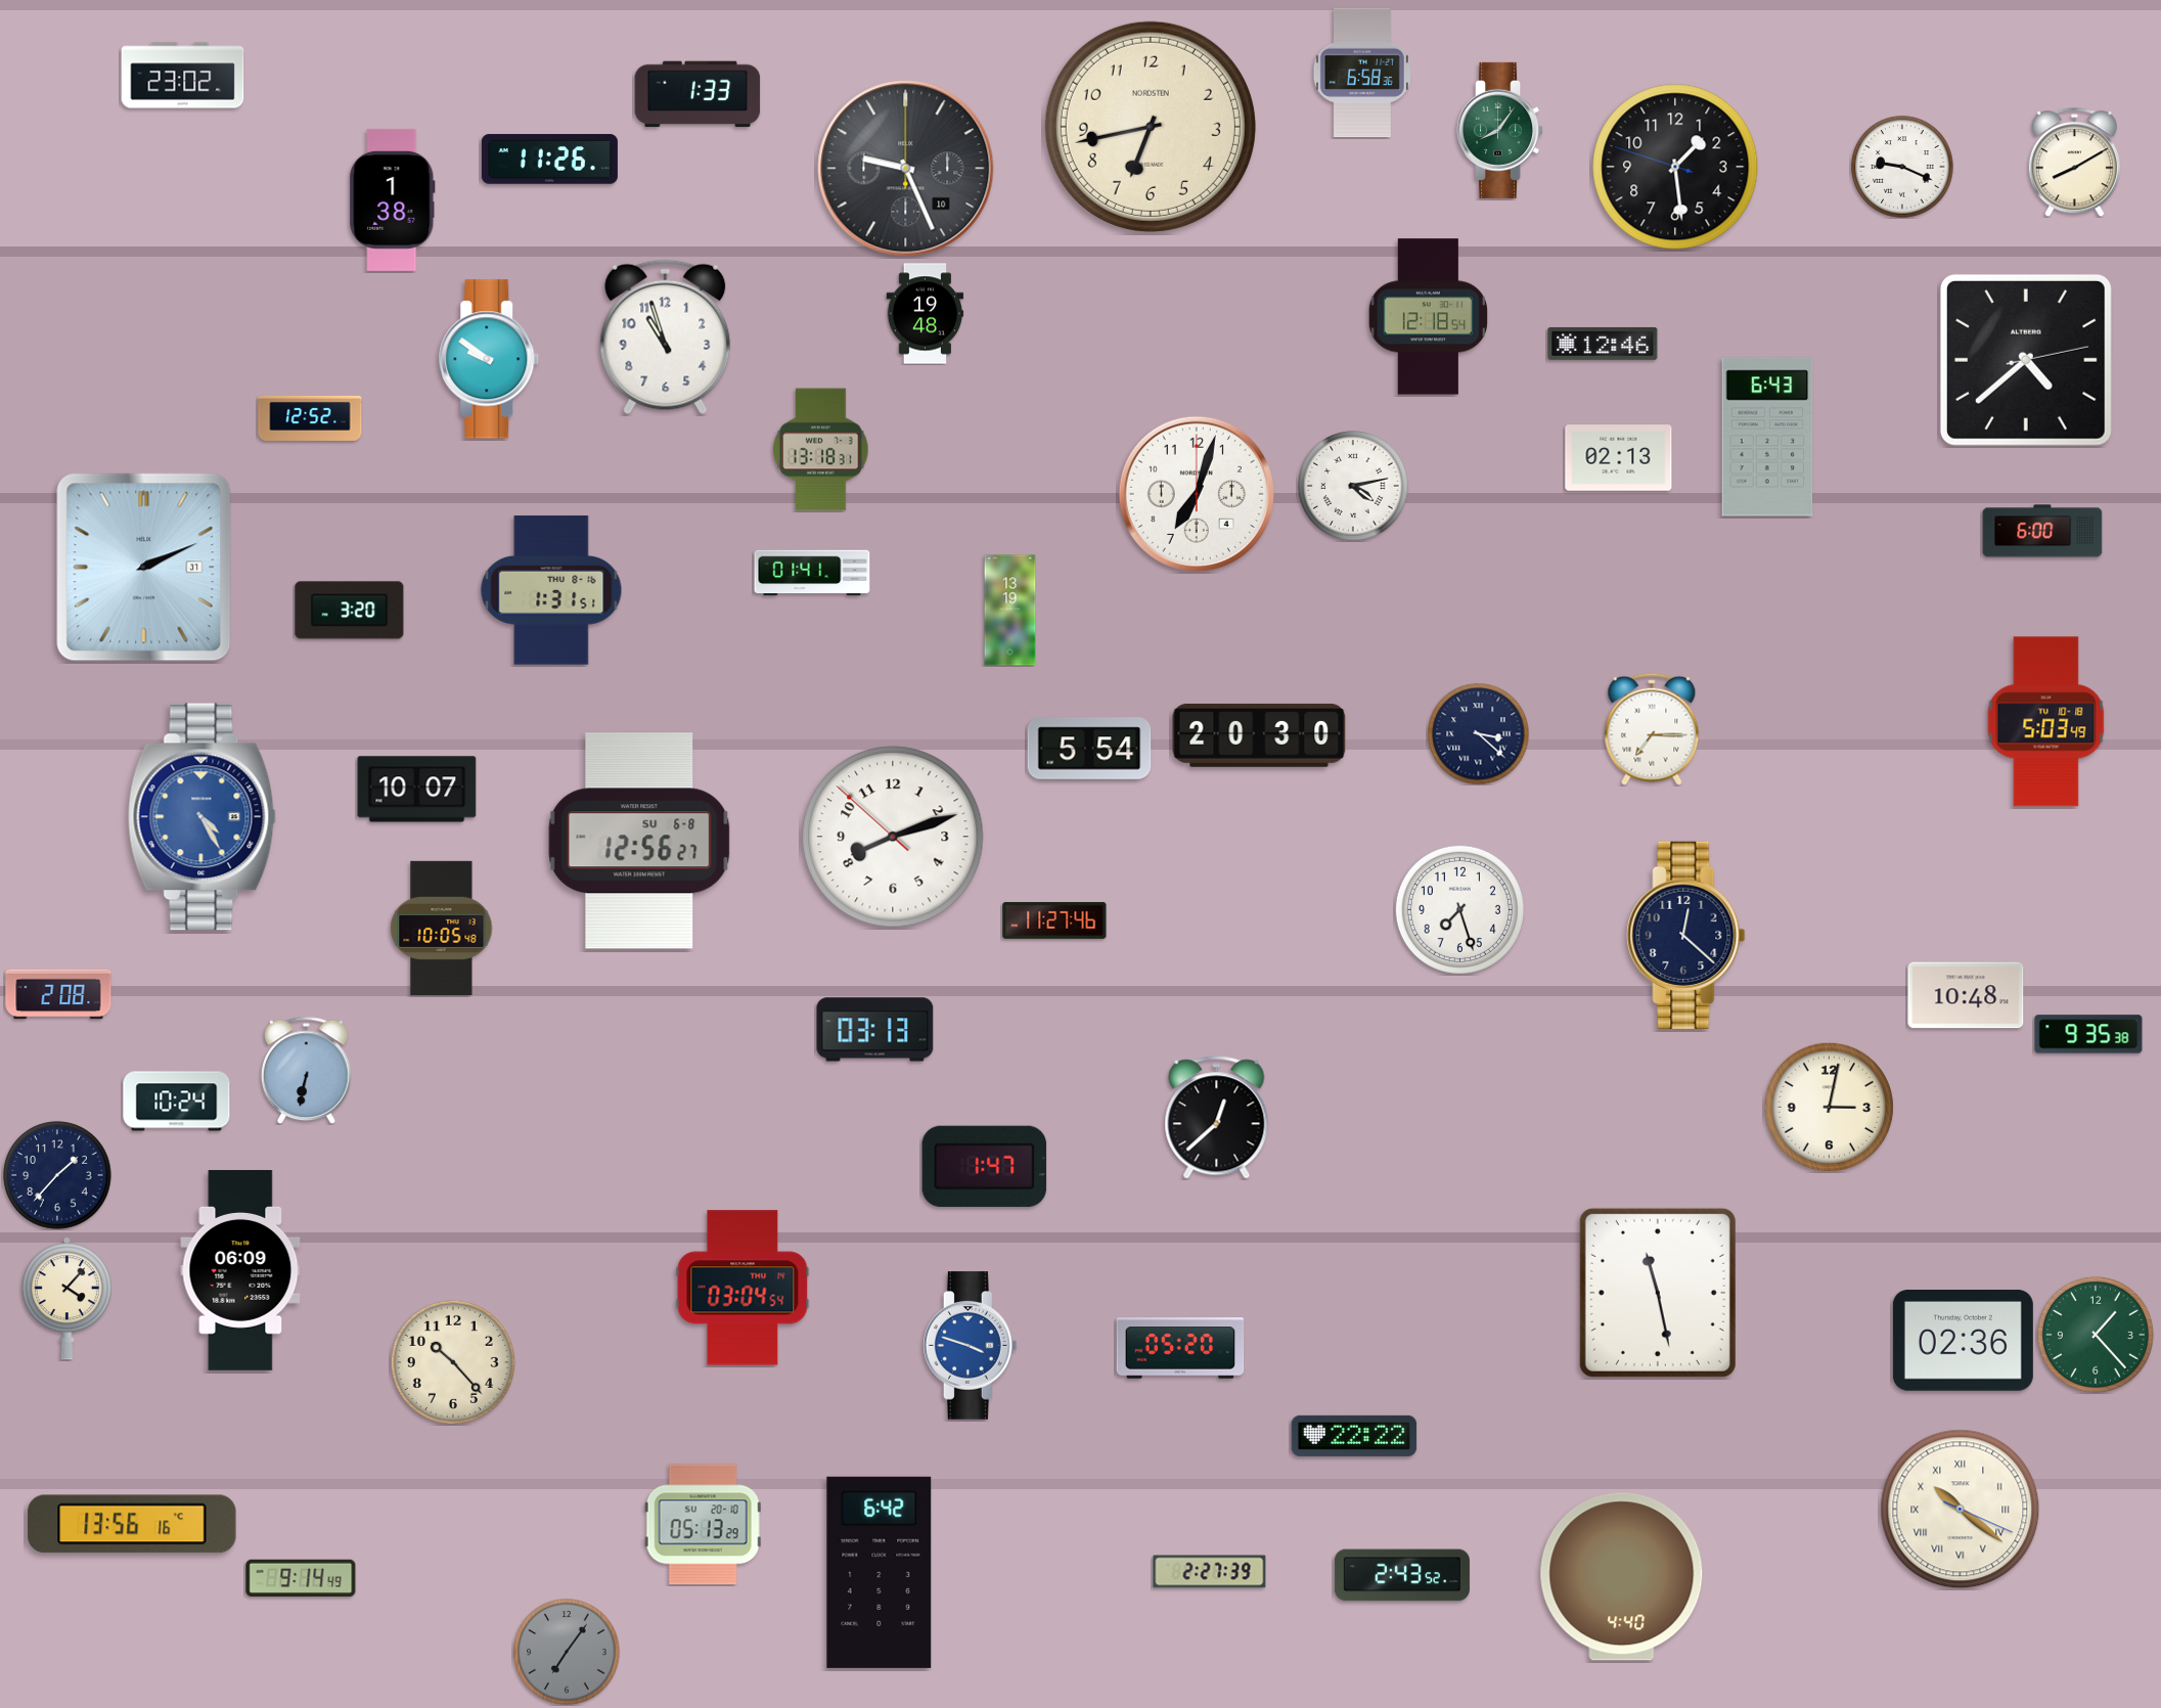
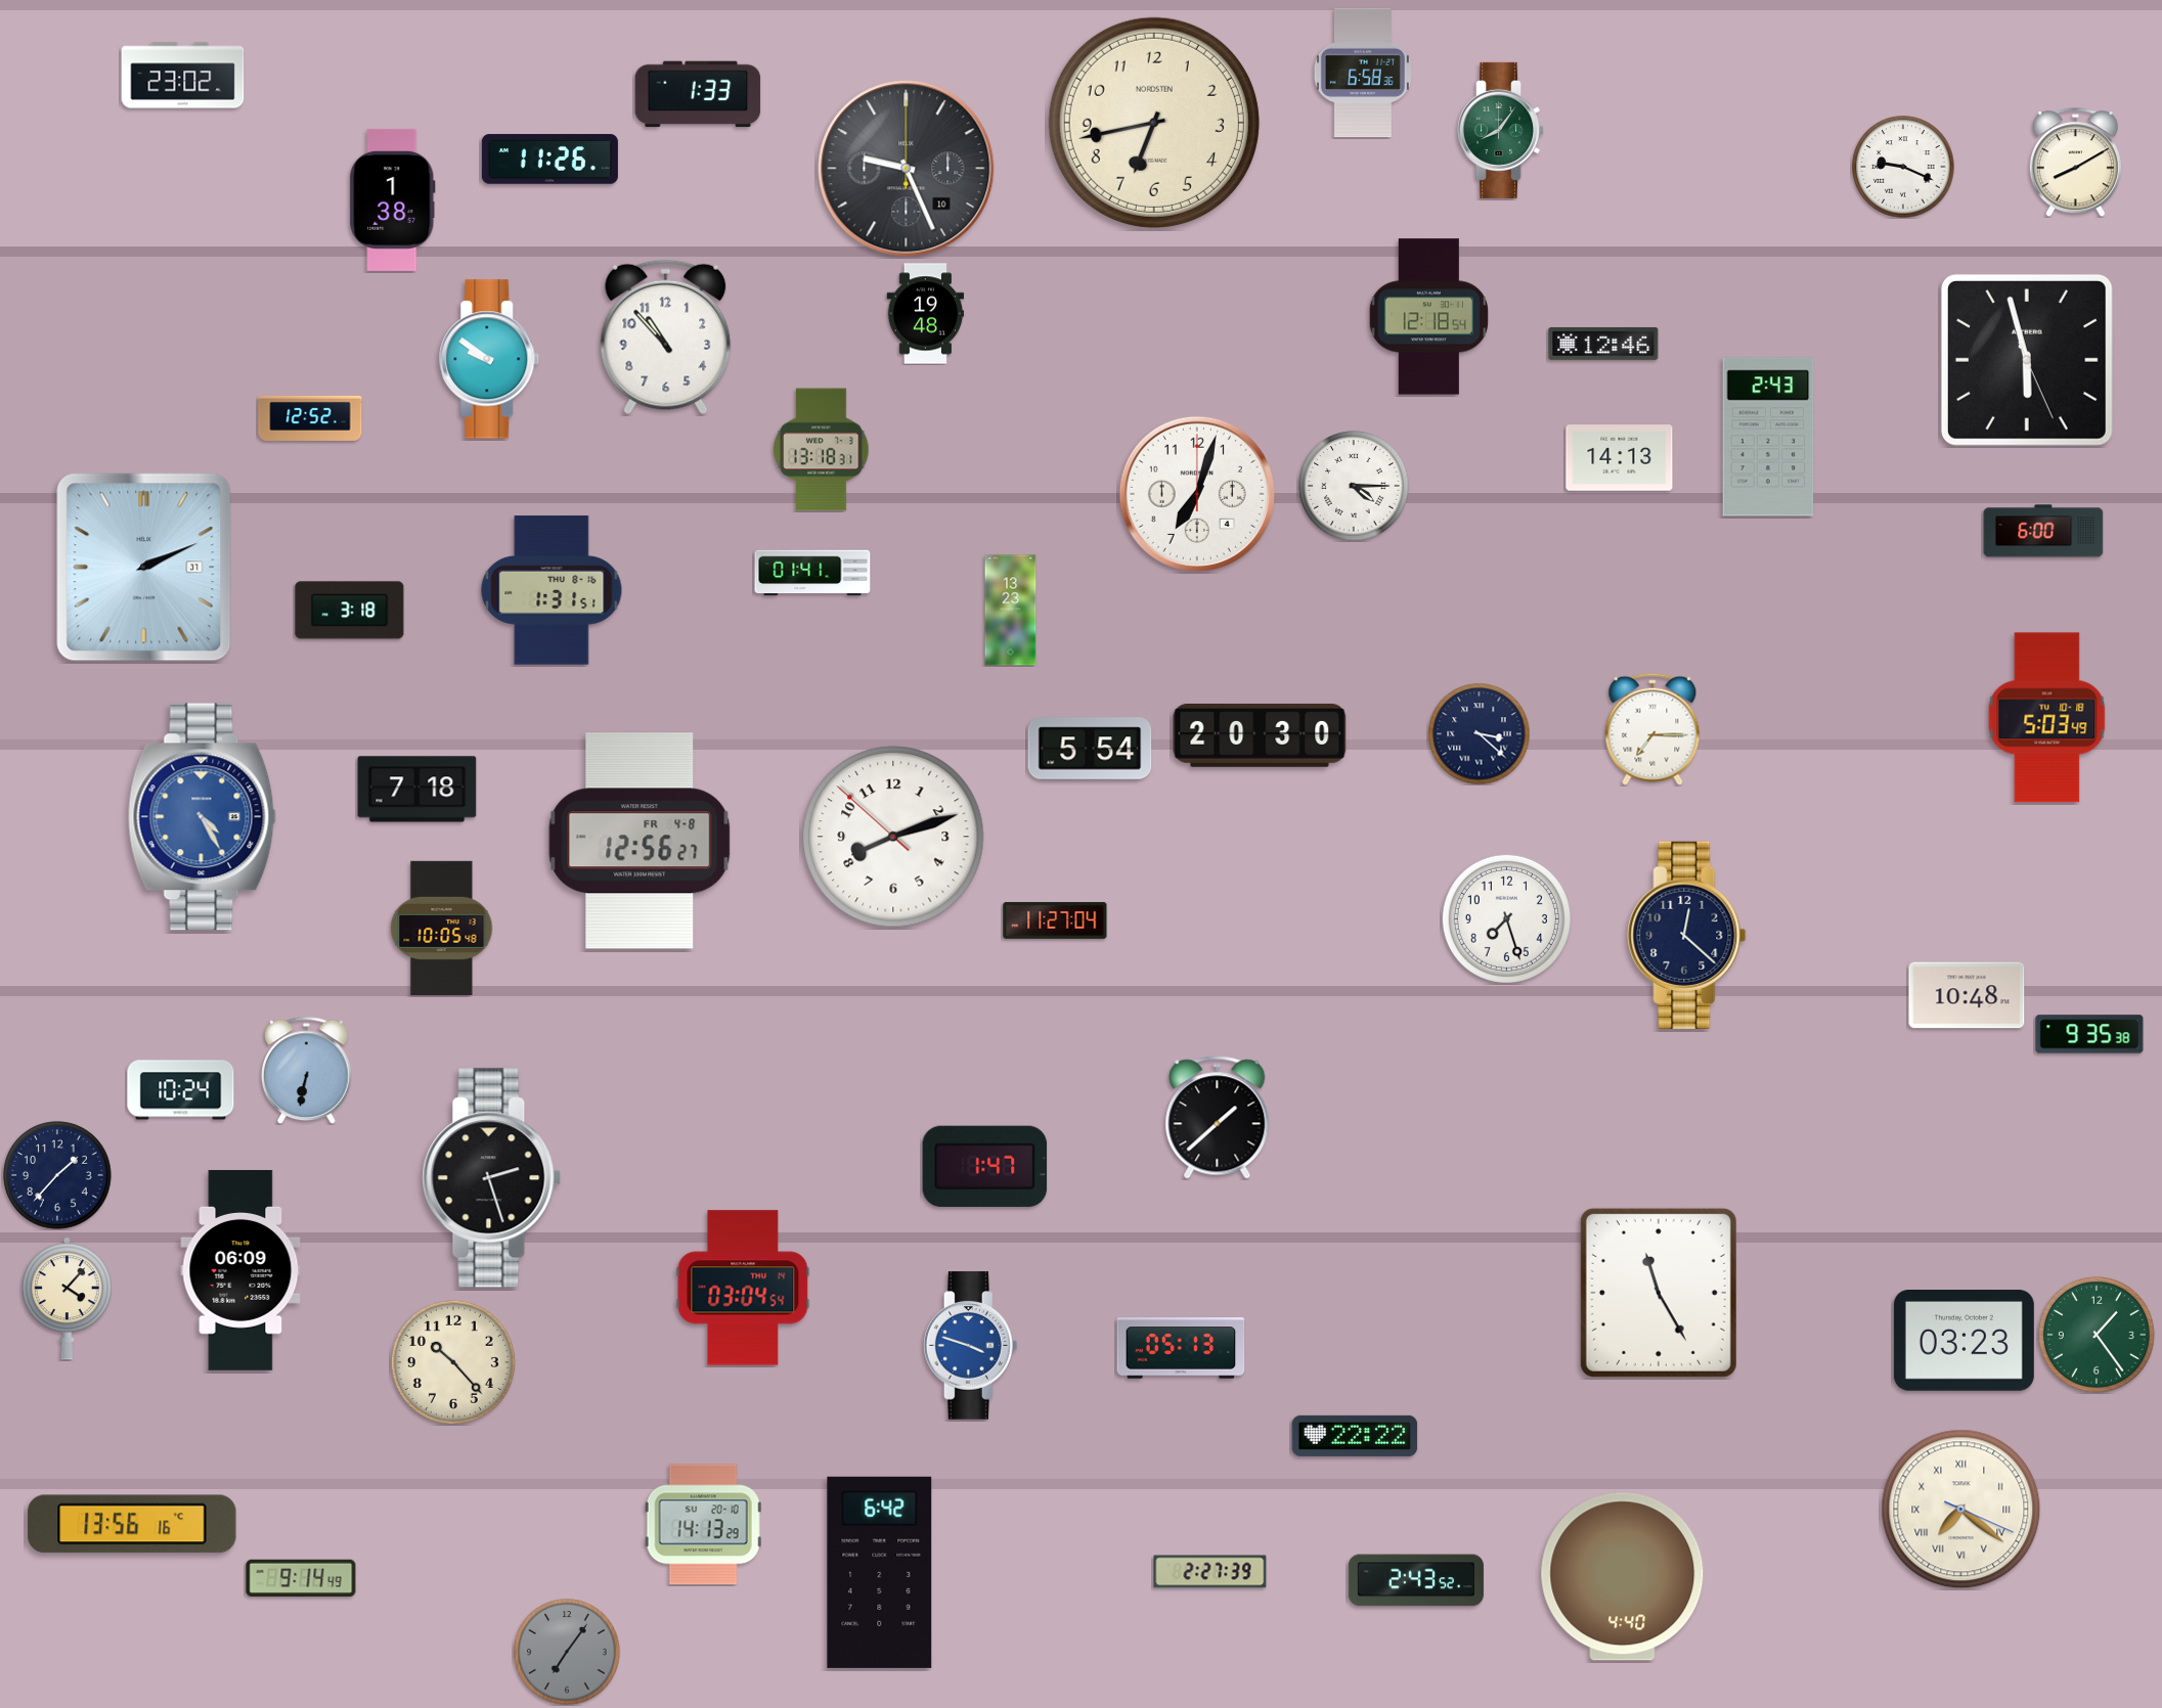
clock at (1151, 127) position: (1151, 127) -> (1154, 123)
clock at (1675, 167): 1:28 -> none
clock at (666, 338): 10:57 -> 10:53
clock at (2026, 360): 4:38 -> 5:57
clock at (1767, 437): 6:43 -> 2:43
clock at (1619, 458): 02:13 -> 14:13
clock at (1353, 486): 4:13 -> 4:15
clock at (350, 611): 3:20 -> 3:18
clock at (1010, 611): 13:19 -> 13:23
clock at (2046, 722) position: (2046, 722) -> (2047, 718)
clock at (417, 790): 10:07 -> 7:18
clock at (639, 841) date: SU 6-8 -> FR 4-8
clock at (1459, 909) position: (1459, 909) -> (1506, 918)
clock at (1054, 920): 11:27:46 -> 11:27:04
clock at (58, 994): 2:08 -> none
clock at (875, 1030): 03:13 -> none
clock at (177, 1102) position: (177, 1102) -> (181, 1090)
clock at (1829, 1107): 3:02 -> none
clock at (1217, 1118): 12:38 -> 1:38
clock at (492, 1178): none -> 2:27
clock at (1658, 1293): 11:28 -> 11:25
clock at (2096, 1335): 1:23 -> 1:24
clock at (1963, 1341): 02:36 -> 03:23
clock at (1180, 1348): 05:20 -> 05:13
clock at (1961, 1510): 10:21 -> 7:21
clock at (703, 1525): 05:13 -> 14:13
clock at (1402, 1575) position: (1402, 1575) -> (1416, 1580)
